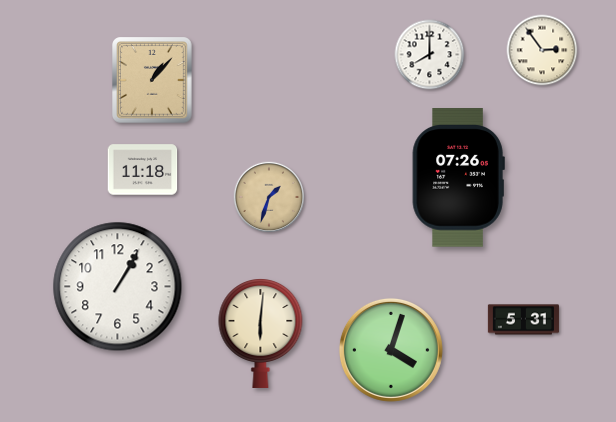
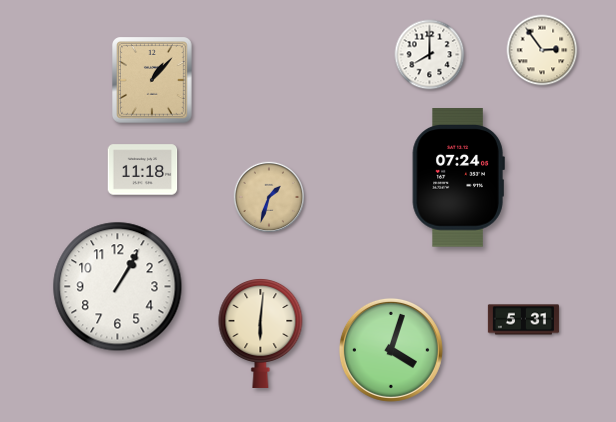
clock at (458, 178): 07:26 -> 07:24
